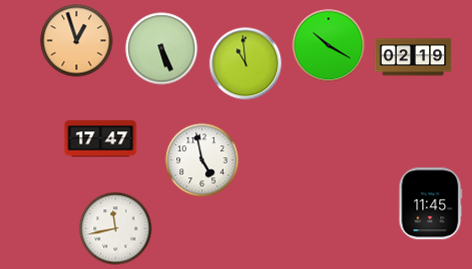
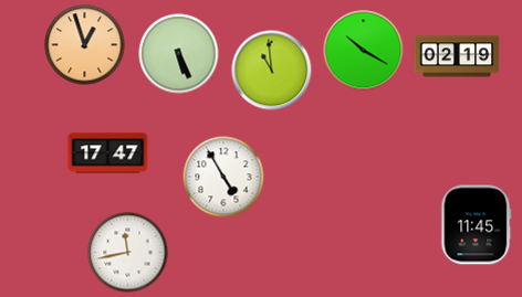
clock at (413, 57) position: (413, 57) -> (457, 56)
clock at (101, 139) position: (101, 139) -> (108, 153)
clock at (202, 160): 4:58 -> 4:55
